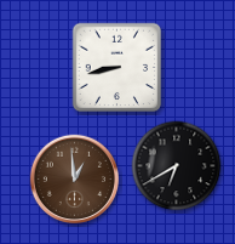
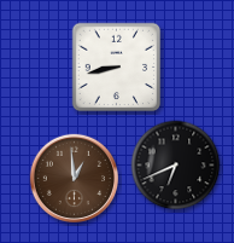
clock at (177, 166): 6:40 -> 6:41
